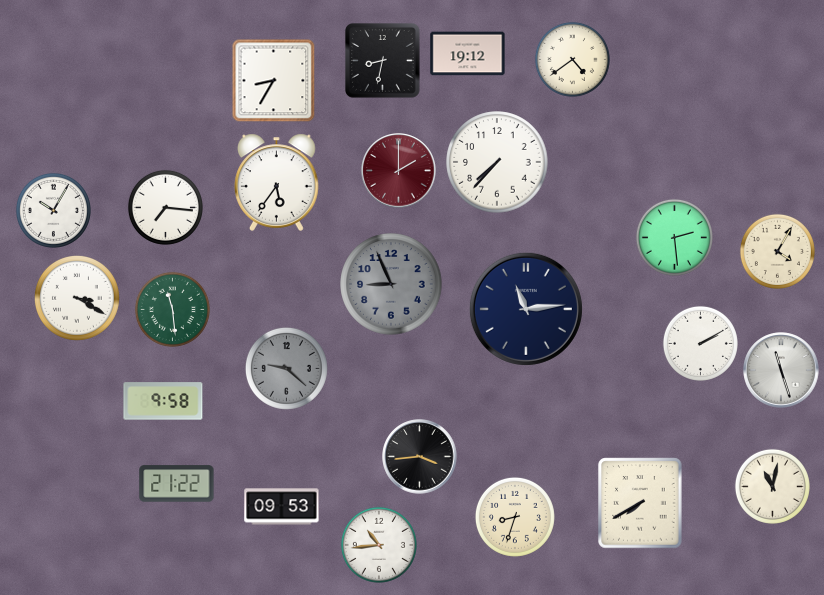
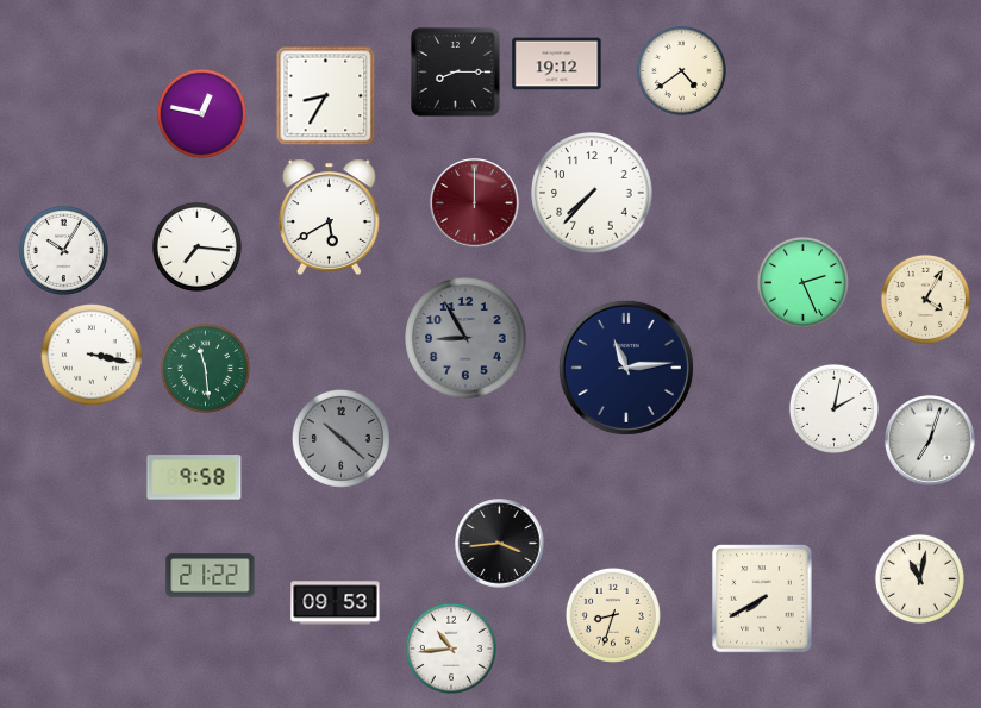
clock at (383, 61): 8:32 -> 8:15
clock at (201, 113): none -> 12:47
clock at (399, 171): 2:00 -> 12:00
clock at (277, 182): 5:36 -> 5:40
clock at (674, 237): 2:29 -> 2:26
clock at (391, 284): 8:56 -> 8:55
clock at (77, 298): 3:20 -> 3:17
clock at (700, 343): 2:10 -> 2:02
clock at (286, 368): 9:22 -> 10:22
clock at (781, 370): 11:27 -> 7:03
